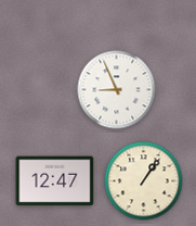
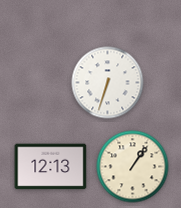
clock at (117, 90): 8:56 -> 6:33
clock at (55, 181): 12:47 -> 12:13
